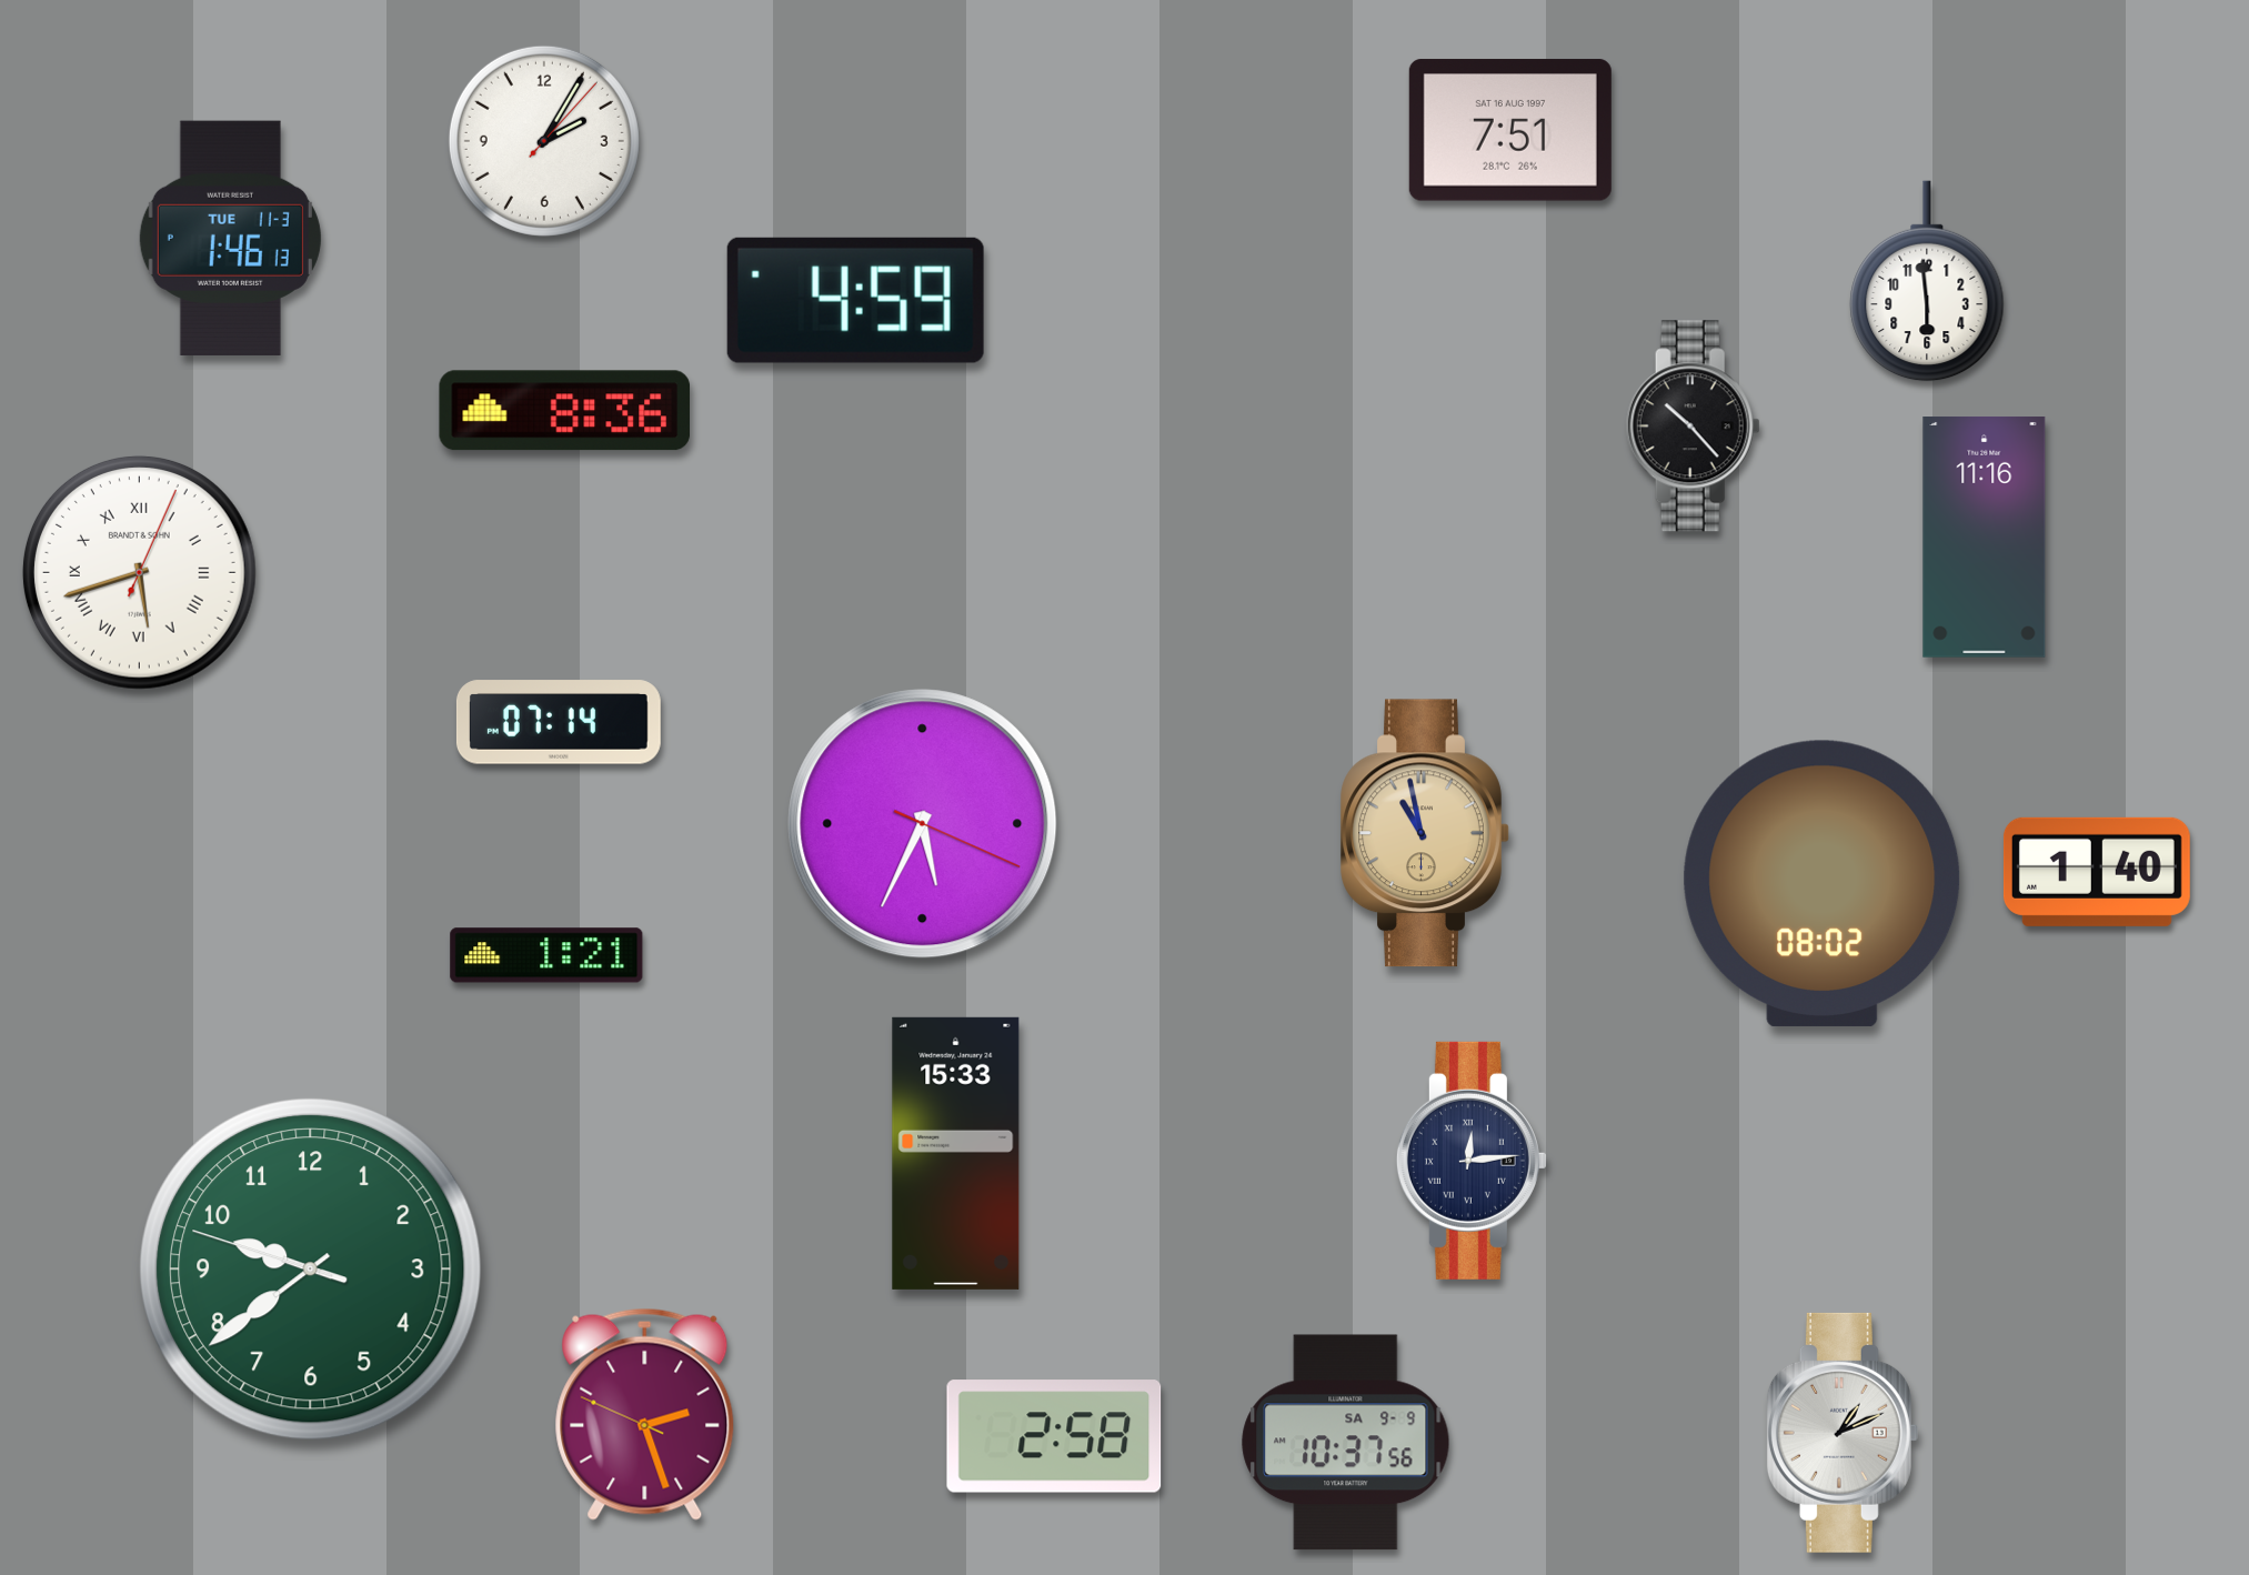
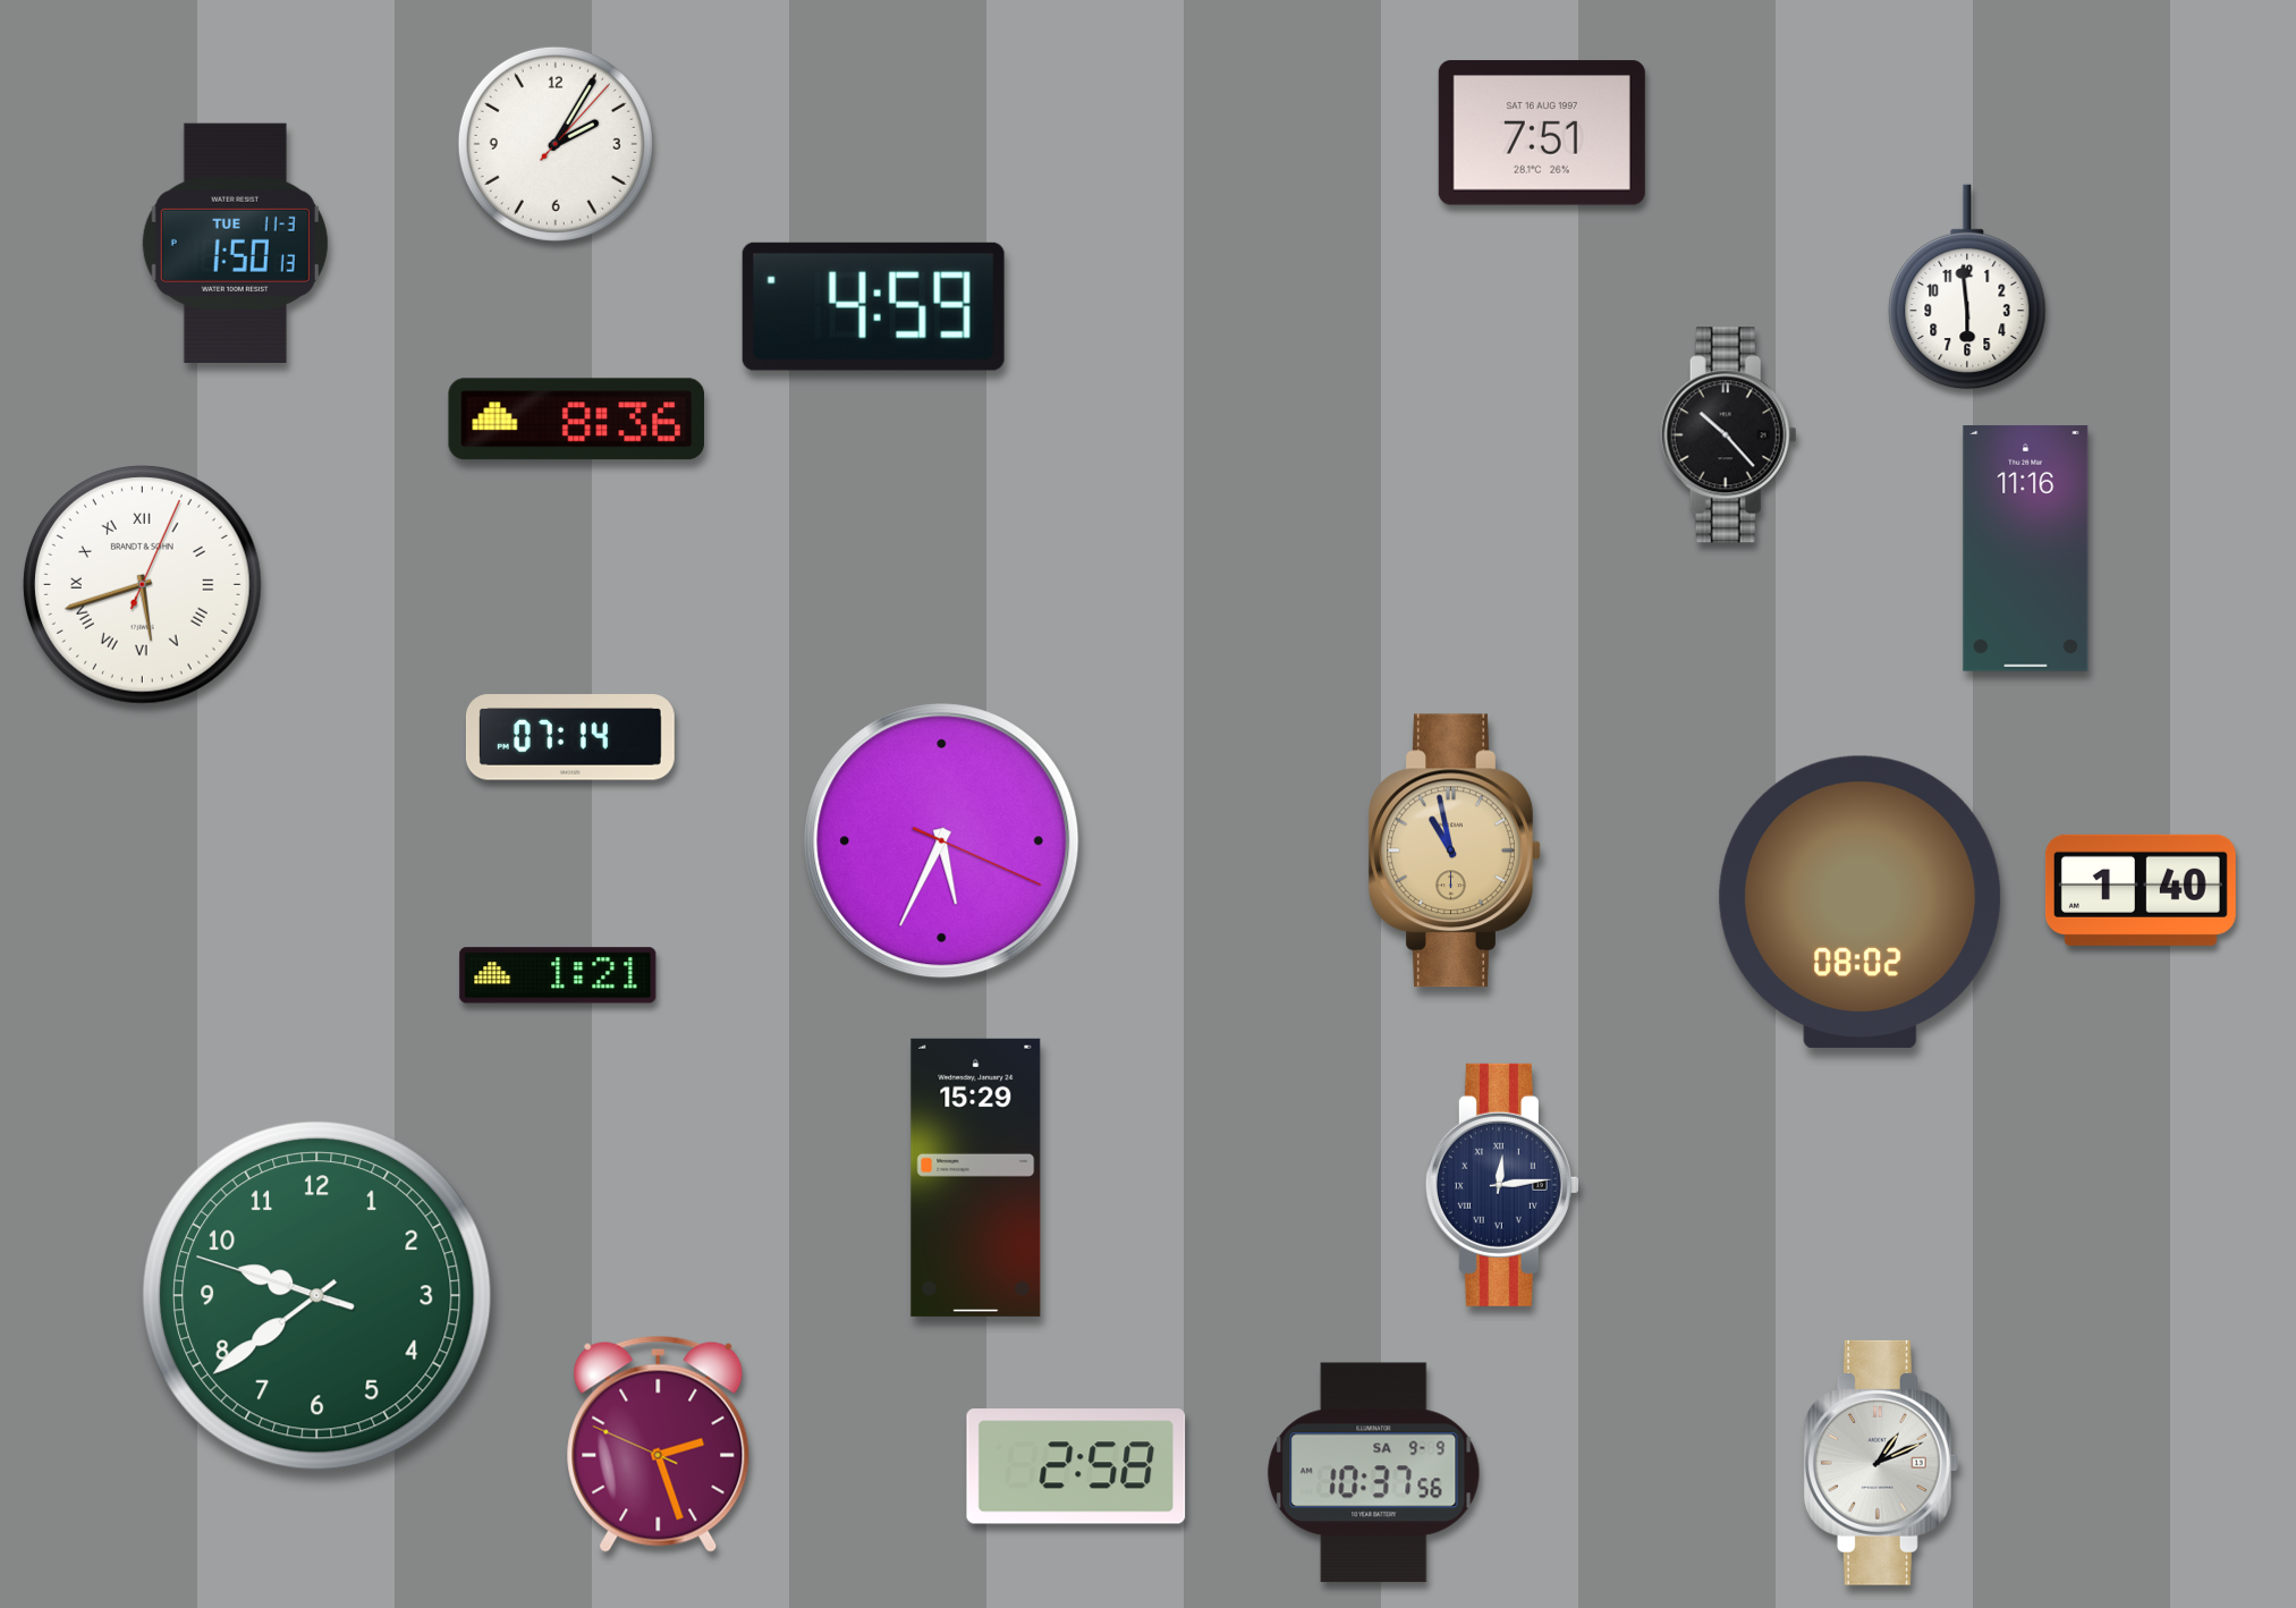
clock at (230, 238): 1:46 -> 1:50
clock at (956, 1153): 15:33 -> 15:29
